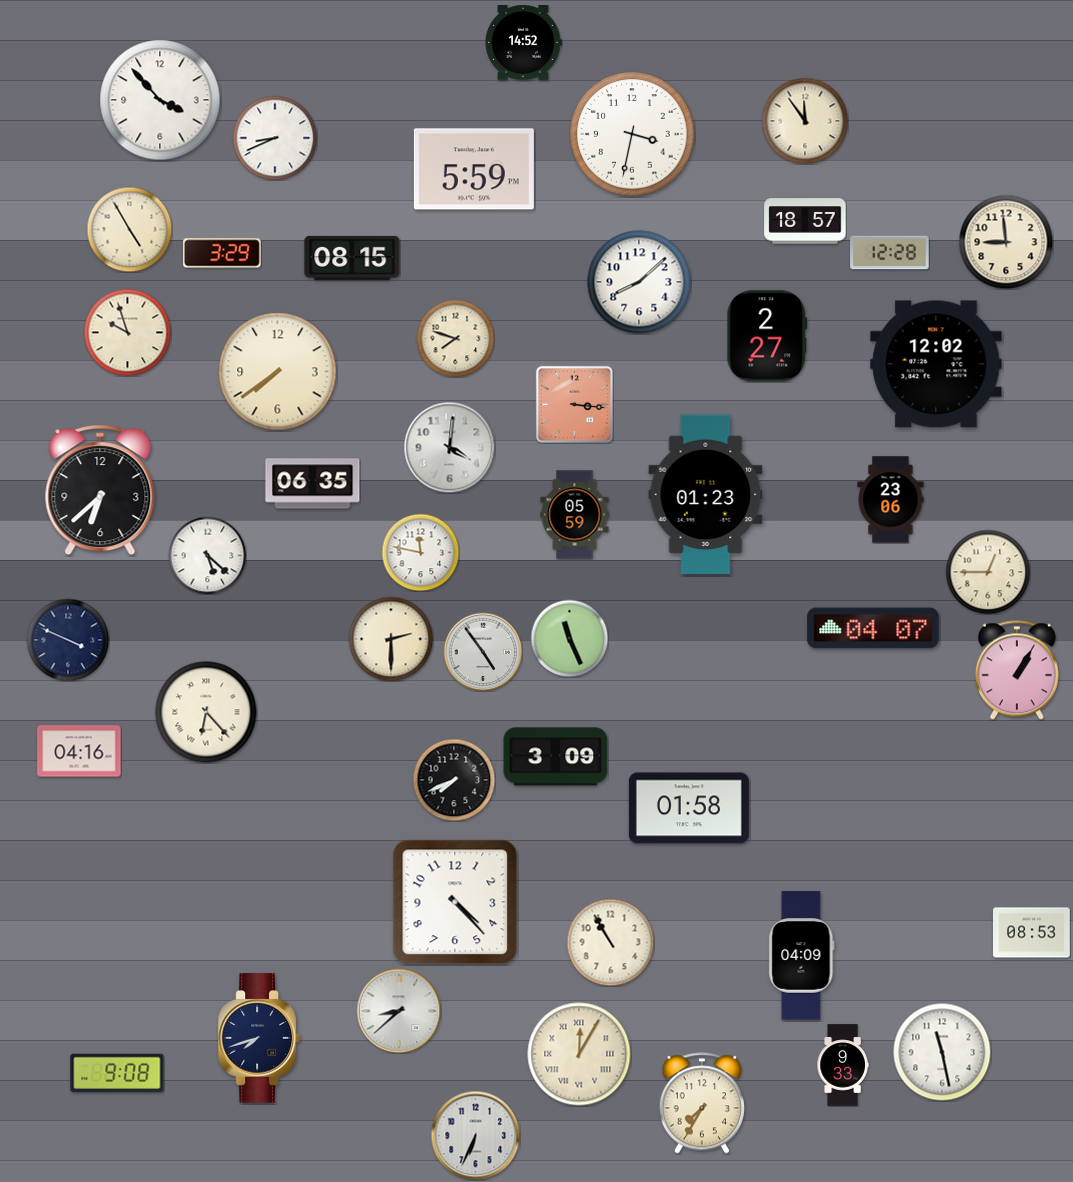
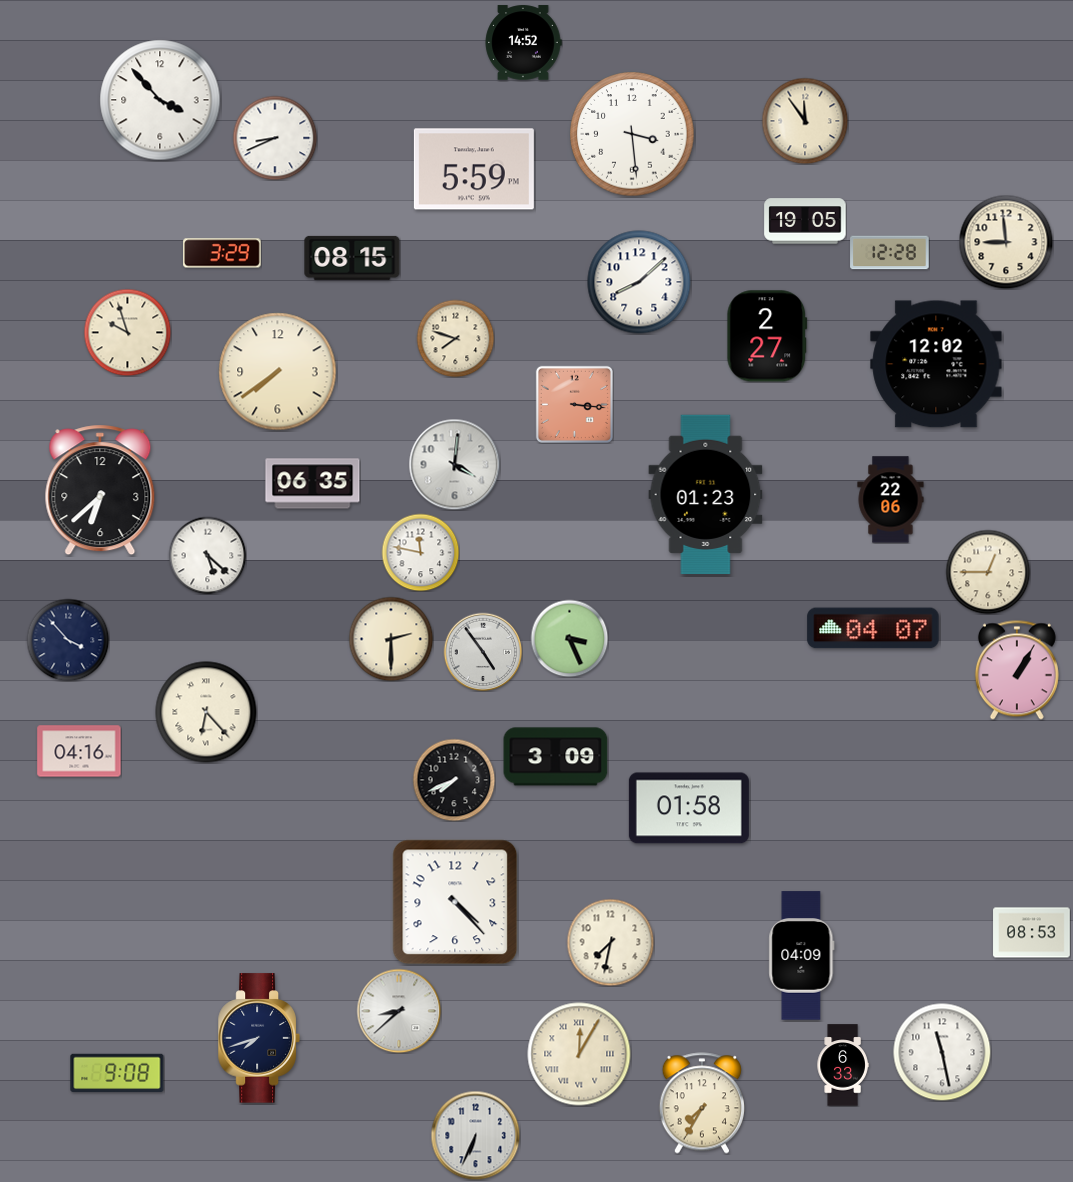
clock at (632, 134): 3:32 -> 3:29
clock at (805, 221): 18:57 -> 19:05
clock at (129, 229): 4:55 -> none
clock at (449, 447) position: (449, 447) -> (454, 464)
clock at (891, 500): 23:06 -> 22:06
clock at (575, 515): 05:59 -> none
clock at (569, 638): 11:26 -> 3:26
clock at (68, 640): 3:49 -> 3:53
clock at (610, 942): 10:55 -> 7:32
clock at (843, 1065): 9:33 -> 6:33
